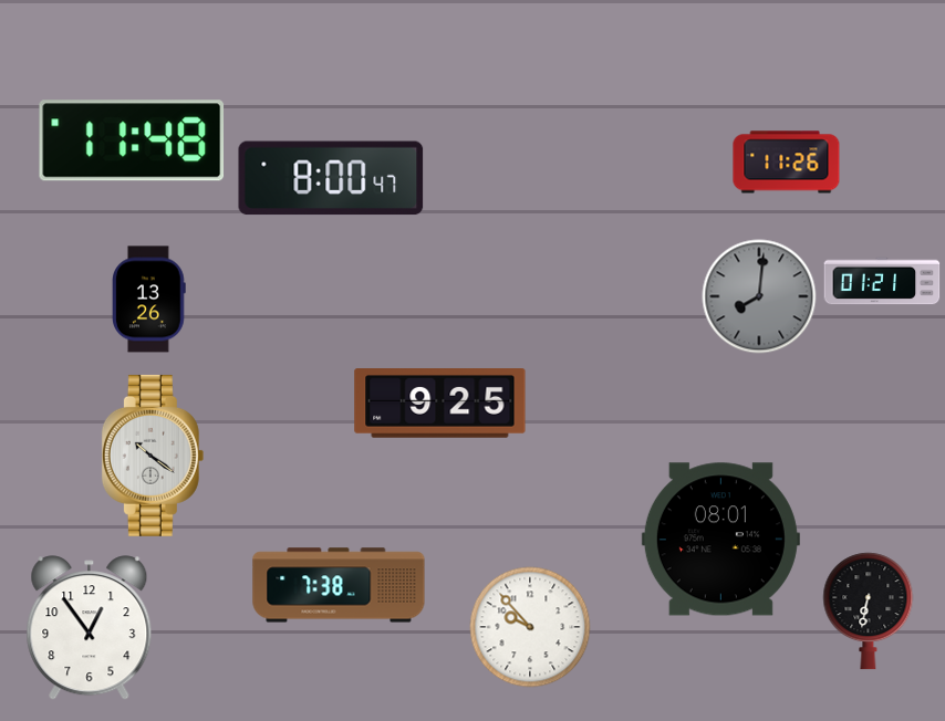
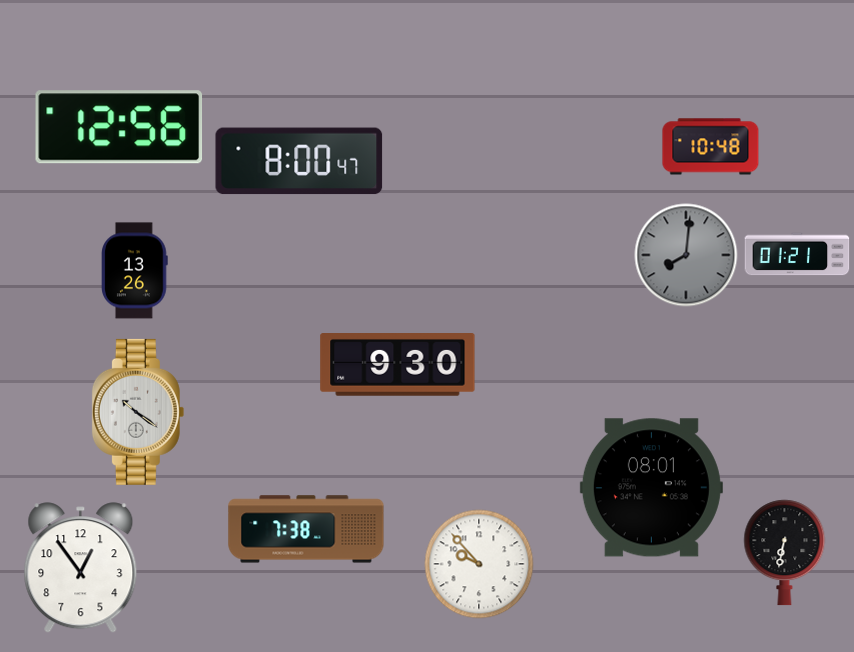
clock at (132, 140): 11:48 -> 12:56
clock at (787, 163): 11:26 -> 10:48
clock at (759, 296) position: (759, 296) -> (686, 255)
clock at (440, 404): 9:25 -> 9:30
clock at (530, 627) position: (530, 627) -> (479, 564)
